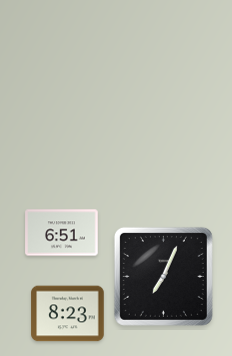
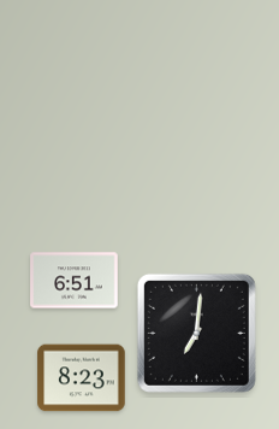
clock at (163, 276): 7:04 -> 7:01
